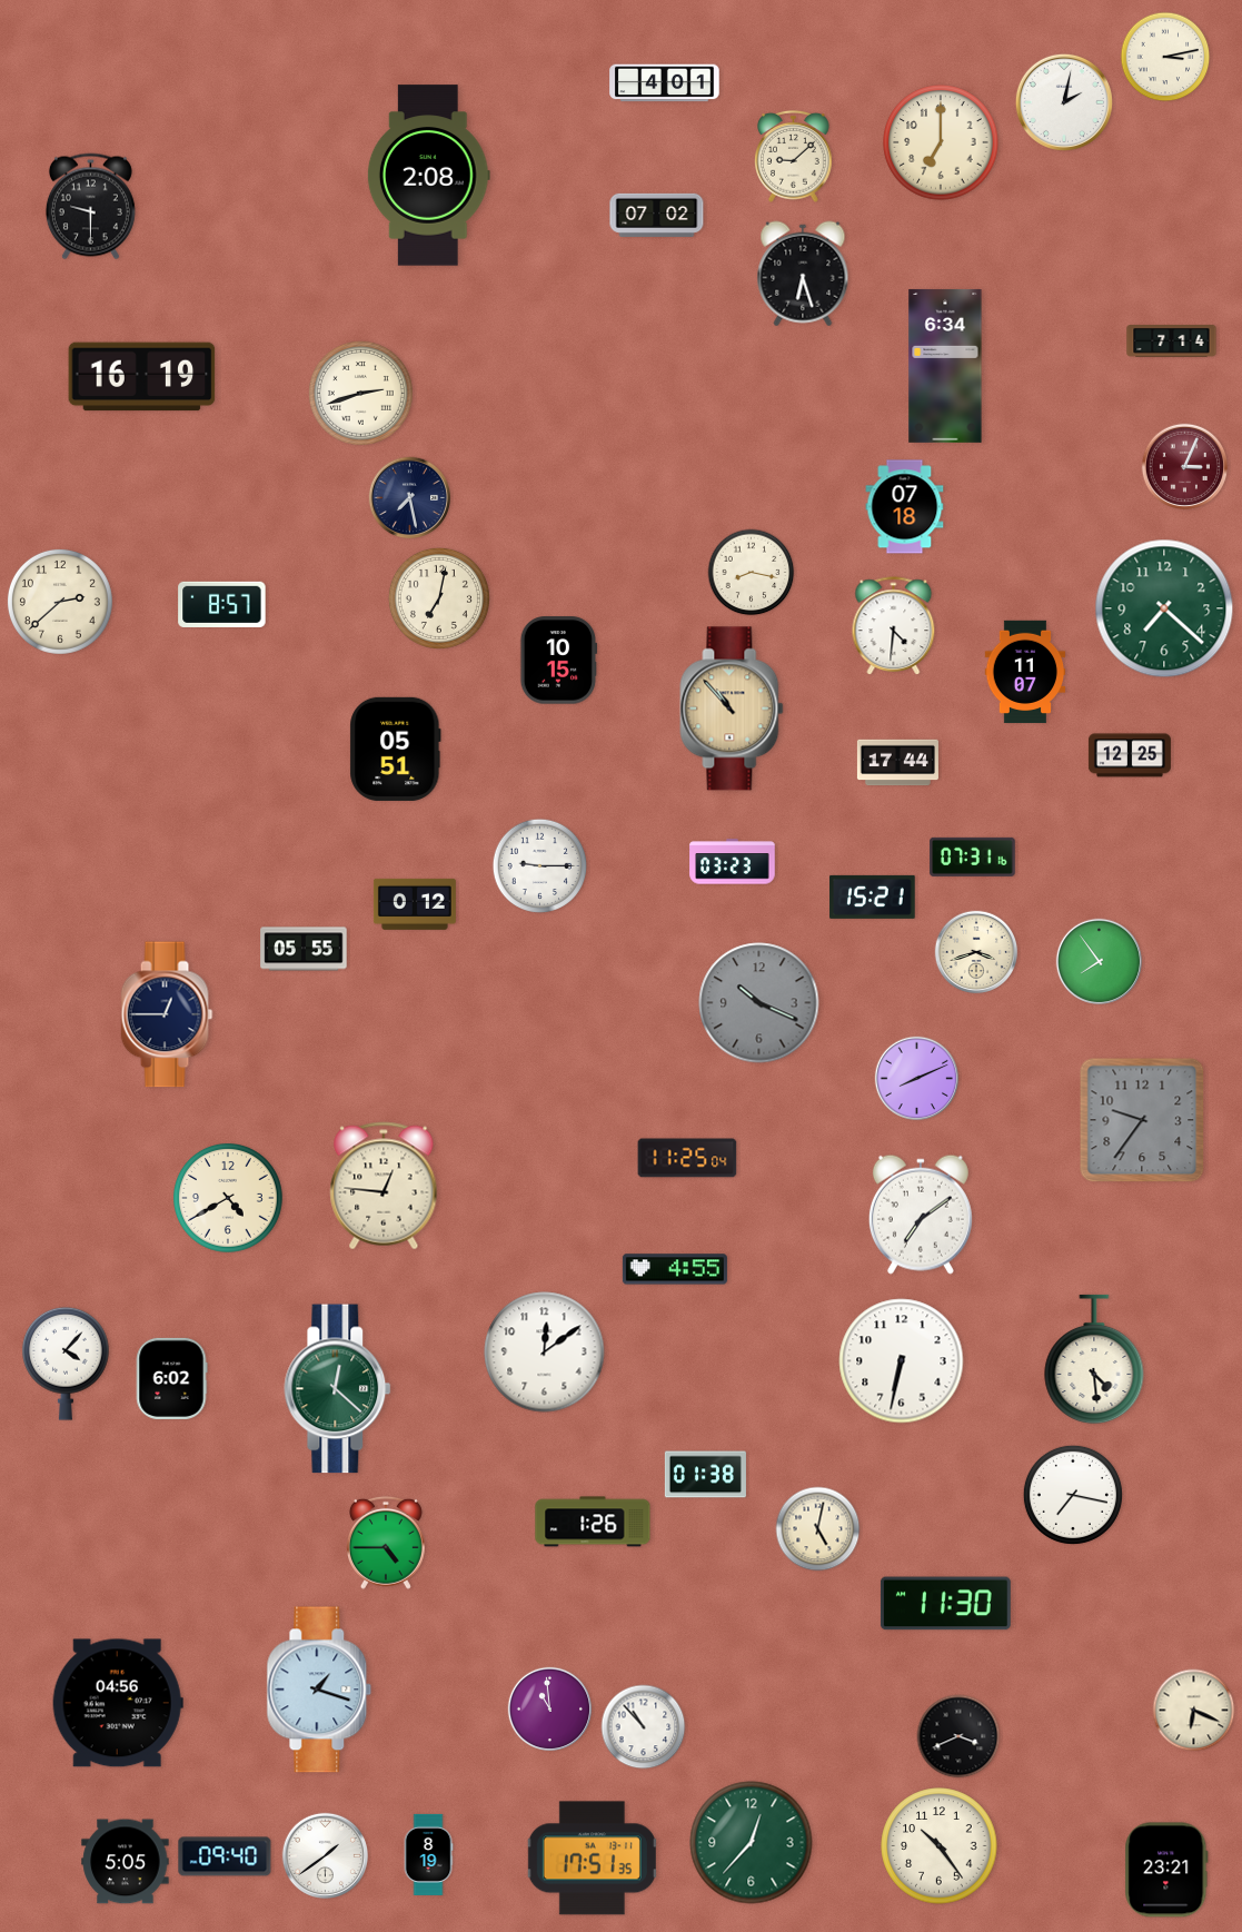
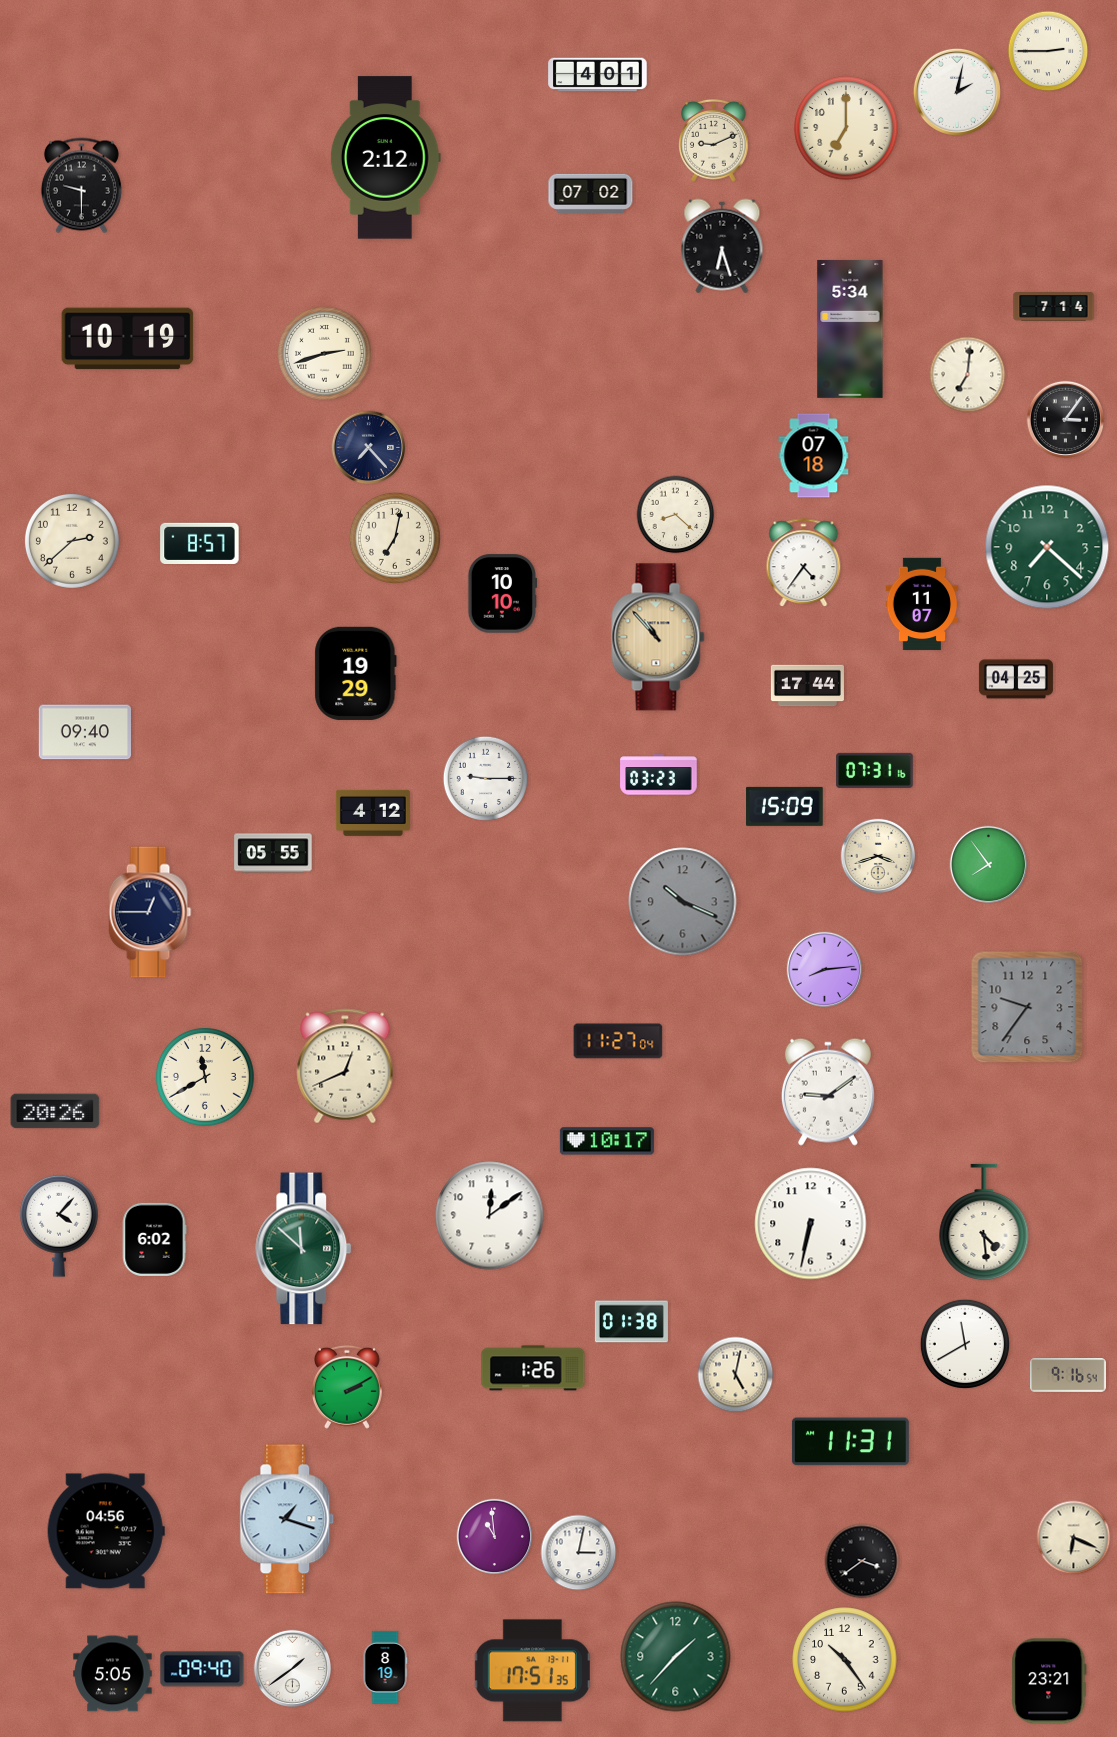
clock at (1165, 57): 3:13 -> 2:45
clock at (794, 157): 9:08 -> 9:11
clock at (428, 176): 2:08 -> 2:12
clock at (945, 366): 6:34 -> 5:34
clock at (142, 377): 16:19 -> 10:19
clock at (968, 375): none -> 7:01
clock at (1184, 466): 3:04 -> 3:06
clock at (1184, 466) dial: burgundy -> black
clock at (410, 498): 7:28 -> 7:23
clock at (752, 573): 8:17 -> 8:22
clock at (60, 602) position: (60, 602) -> (72, 541)
clock at (894, 626): 4:31 -> 4:36
clock at (559, 661): 10:15 -> 10:10
clock at (396, 749): 05:51 -> 19:29
clock at (1130, 755): 12:25 -> 04:25
clock at (84, 732): none -> 09:40
clock at (873, 896): 15:21 -> 15:09
clock at (415, 904): 0:12 -> 4:12
clock at (917, 1079): 8:11 -> 8:14
clock at (687, 1158): 11:25 -> 11:27
clock at (384, 1186): 12:46 -> 12:41
clock at (229, 1199): 4:40 -> 11:40
clock at (921, 1215): 7:09 -> 9:09
clock at (55, 1111): none -> 20:26
clock at (675, 1269): 4:55 -> 10:17
clock at (338, 1389): 12:22 -> 11:52
clock at (705, 1475) position: (705, 1475) -> (631, 1322)
clock at (1073, 1495): 7:17 -> 11:40
clock at (1068, 1375): none -> 9:16
clock at (386, 1543): 4:45 -> 2:10
clock at (945, 1604): 11:30 -> 11:31
clock at (644, 1727): 10:53 -> 3:02
clock at (958, 1736): 3:41 -> 3:39
clock at (752, 1843): 12:37 -> 1:37
